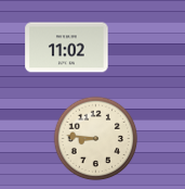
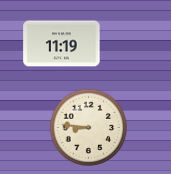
clock at (67, 48): 11:02 -> 11:19
